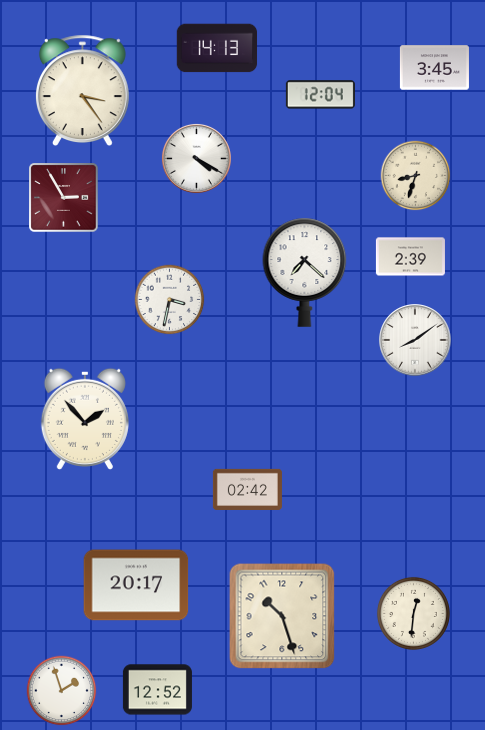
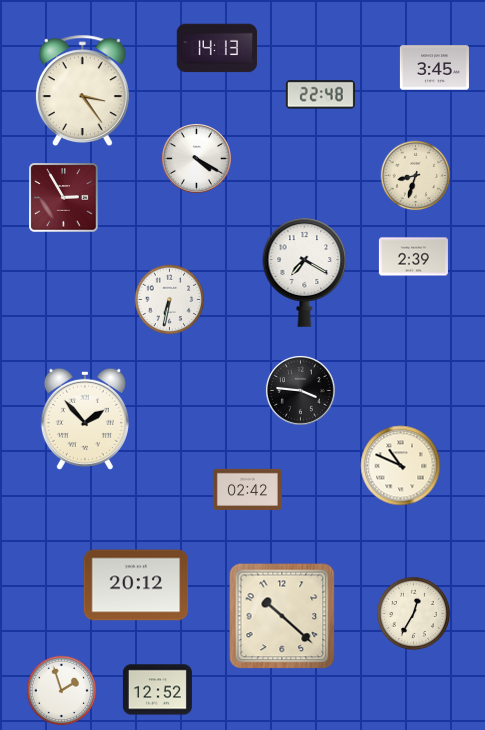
clock at (320, 95): 12:04 -> 22:48
clock at (410, 257) position: (410, 257) -> (413, 257)
clock at (305, 272): 7:22 -> 7:20
clock at (170, 300): 3:32 -> 6:32
clock at (415, 340): 8:09 -> none
clock at (300, 390): none -> 3:46
clock at (401, 466): none -> 10:49
clock at (136, 585): 20:17 -> 20:12
clock at (413, 613): 12:31 -> 12:35
clock at (282, 616): 10:27 -> 10:22
